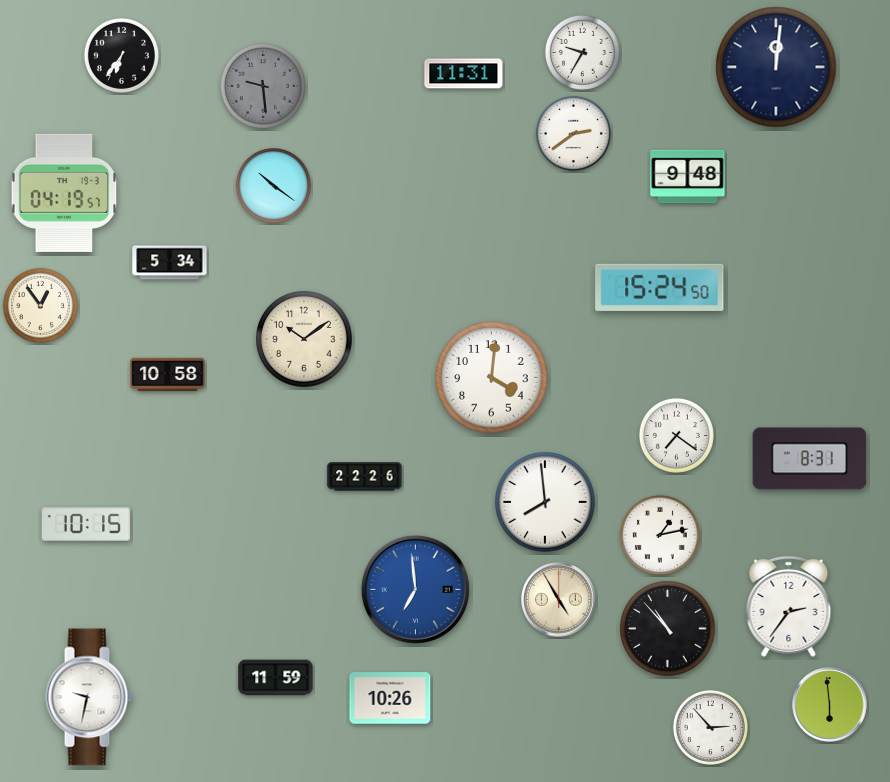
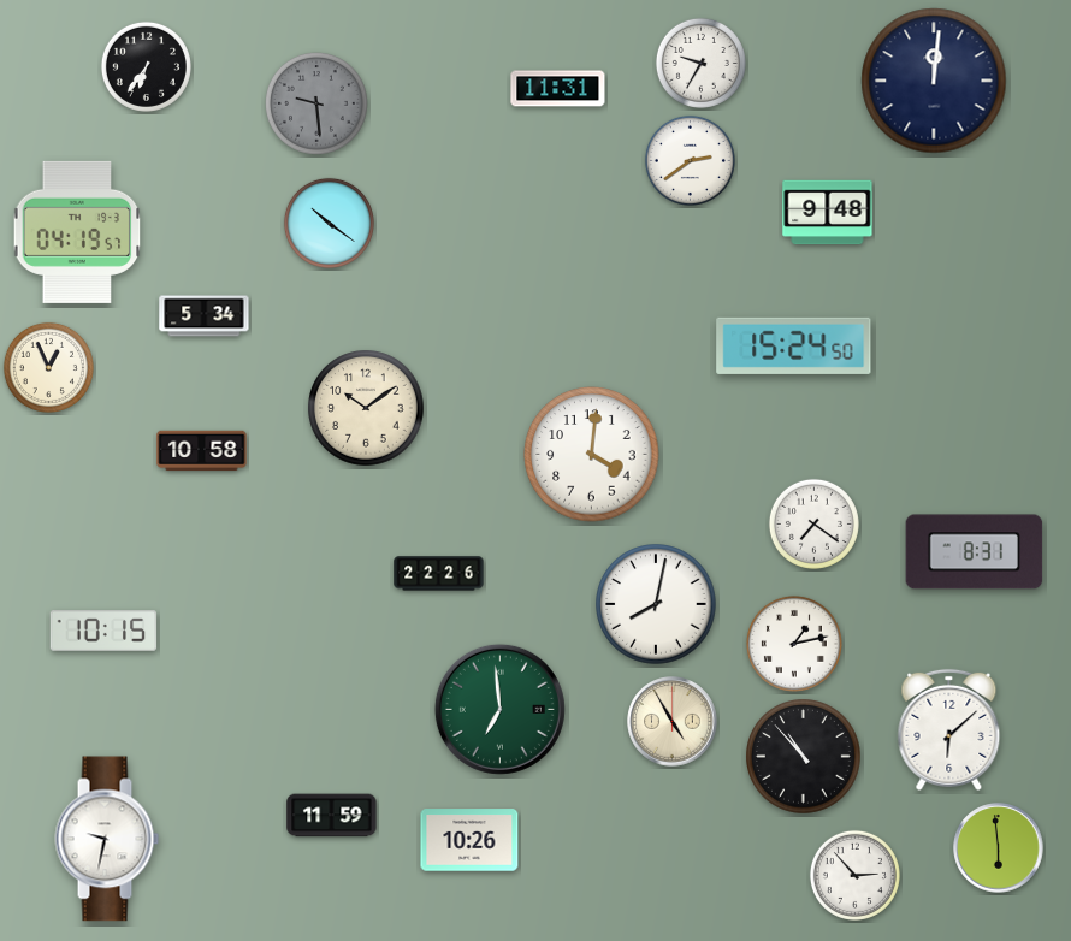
clock at (40, 305): 12:54 -> 12:56
clock at (545, 502): 7:59 -> 8:02
clock at (415, 589) dial: blue -> green
clock at (789, 606): 2:36 -> 6:08
